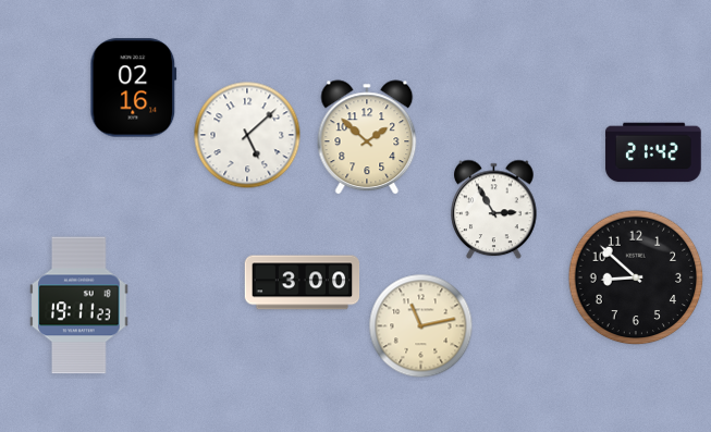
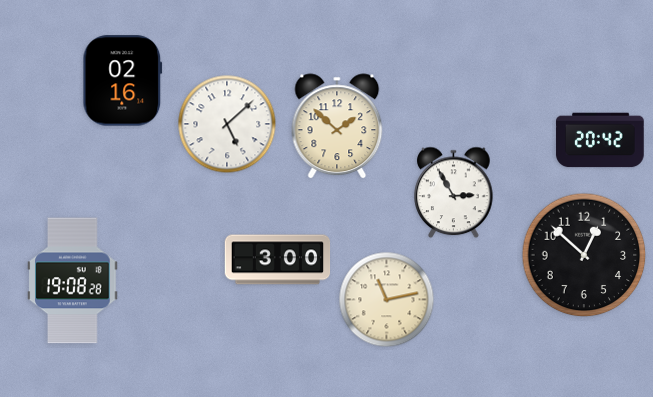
clock at (653, 152): 21:42 -> 20:42
clock at (636, 277): 8:52 -> 12:52
clock at (79, 306): 19:11 -> 19:08
